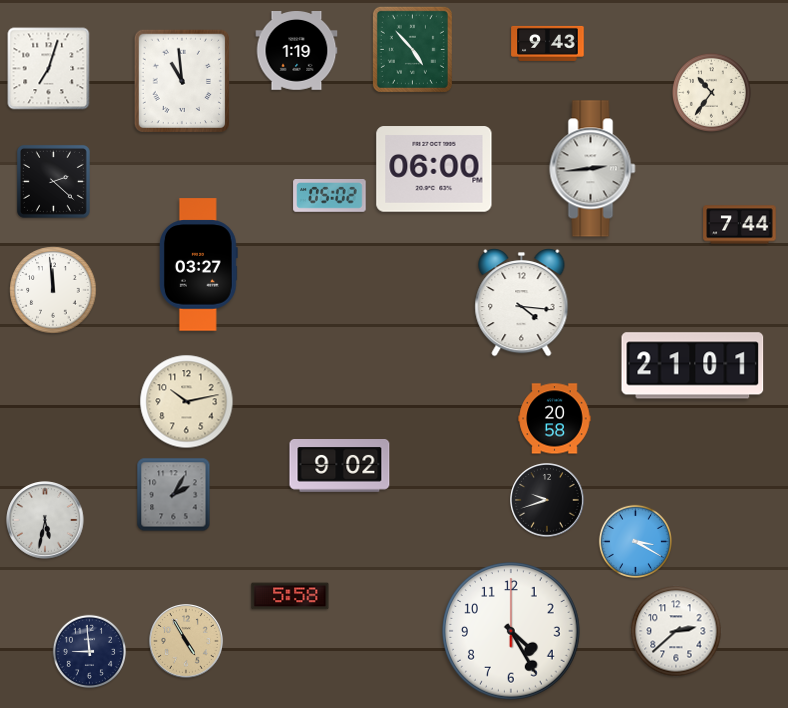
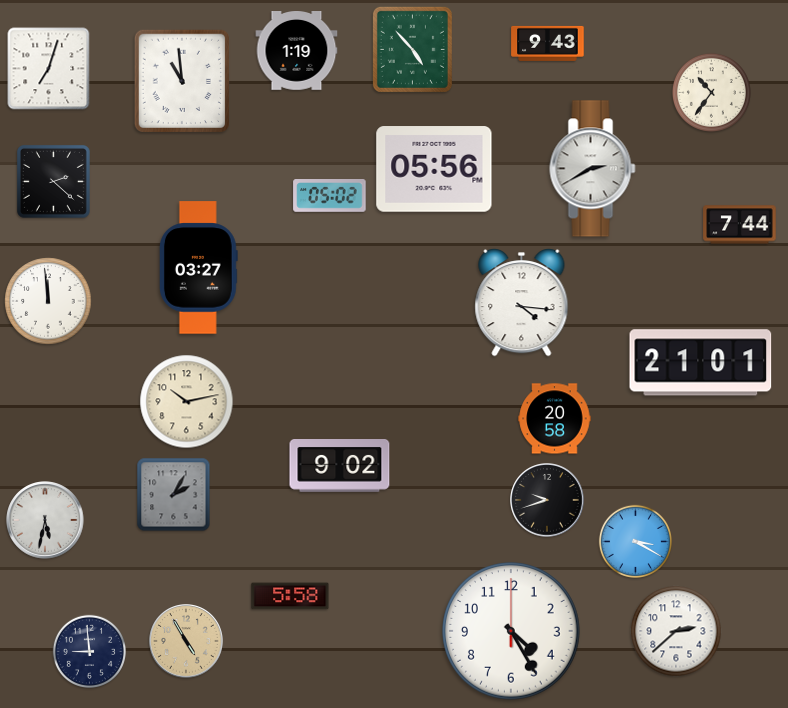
clock at (434, 169): 06:00 -> 05:56
clock at (593, 169): 2:44 -> 2:40
clock at (198, 265) position: (198, 265) -> (198, 268)
clock at (53, 290) position: (53, 290) -> (48, 301)
clock at (693, 366) position: (693, 366) -> (701, 363)
